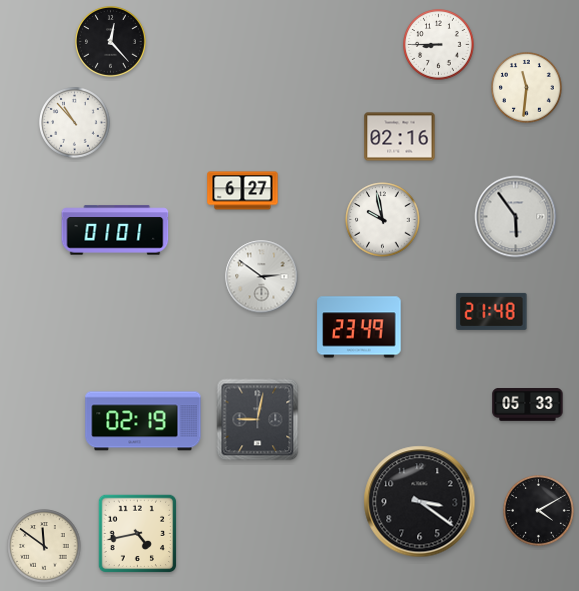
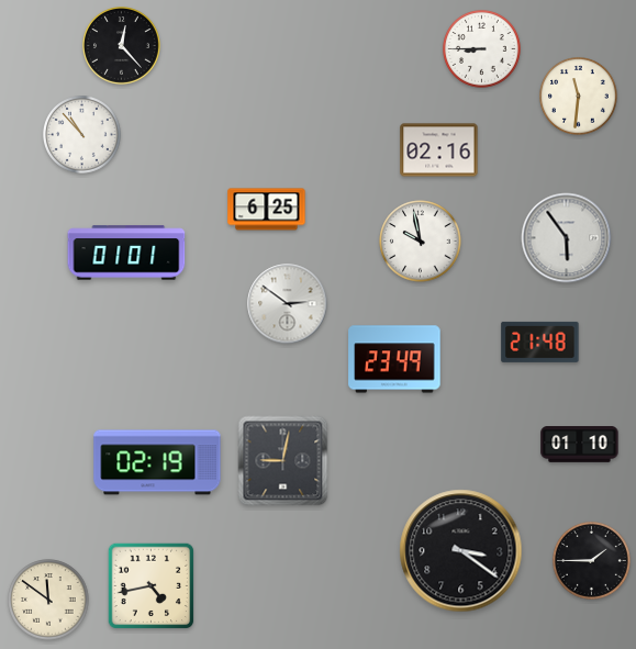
clock at (243, 191): 6:27 -> 6:25
clock at (528, 405): 05:33 -> 01:10
clock at (539, 511): 4:10 -> 1:45
